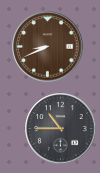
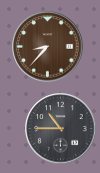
clock at (48, 47): 8:41 -> 8:37
